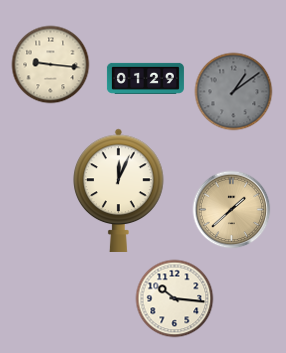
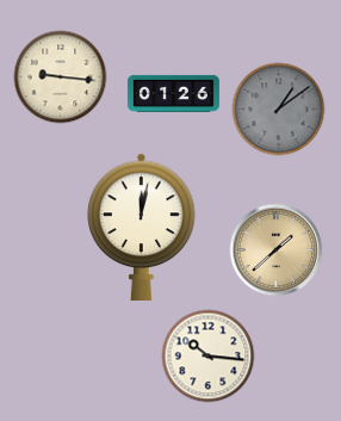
clock at (145, 78): 01:29 -> 01:26
clock at (119, 190): 12:04 -> 12:02
